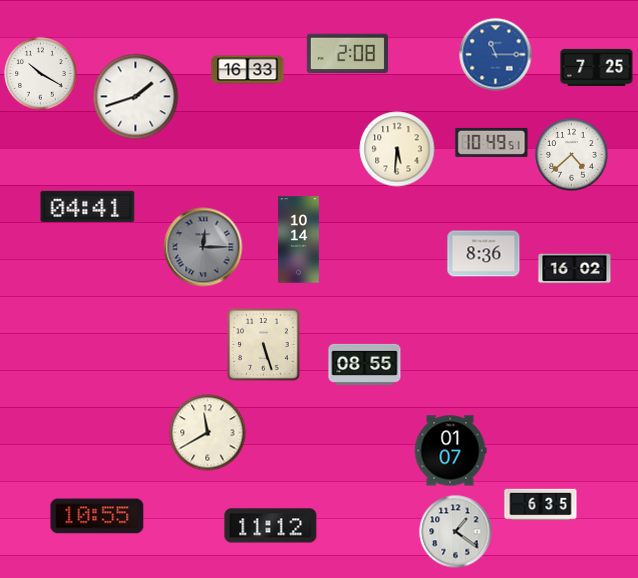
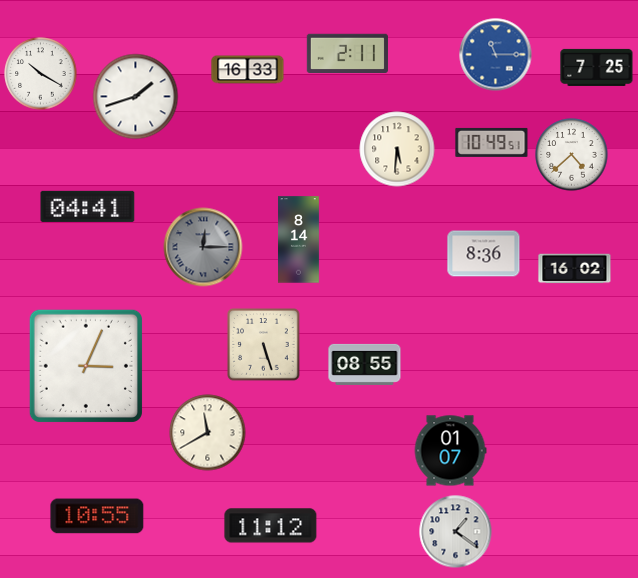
clock at (347, 54): 2:08 -> 2:11
clock at (299, 240): 10:14 -> 8:14
clock at (86, 366): none -> 3:04
clock at (541, 505): 6:35 -> none
